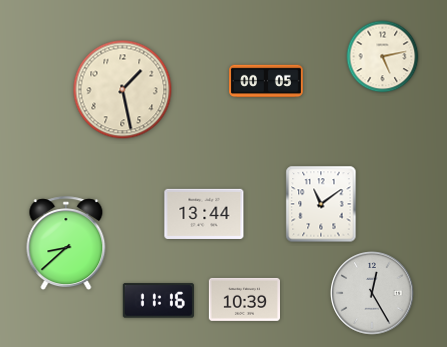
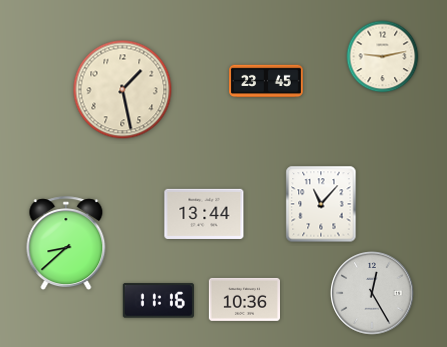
clock at (383, 57): 5:13 -> 9:13
clock at (266, 81): 00:05 -> 23:45
clock at (321, 204): 11:09 -> 11:07
clock at (244, 299): 10:39 -> 10:36
